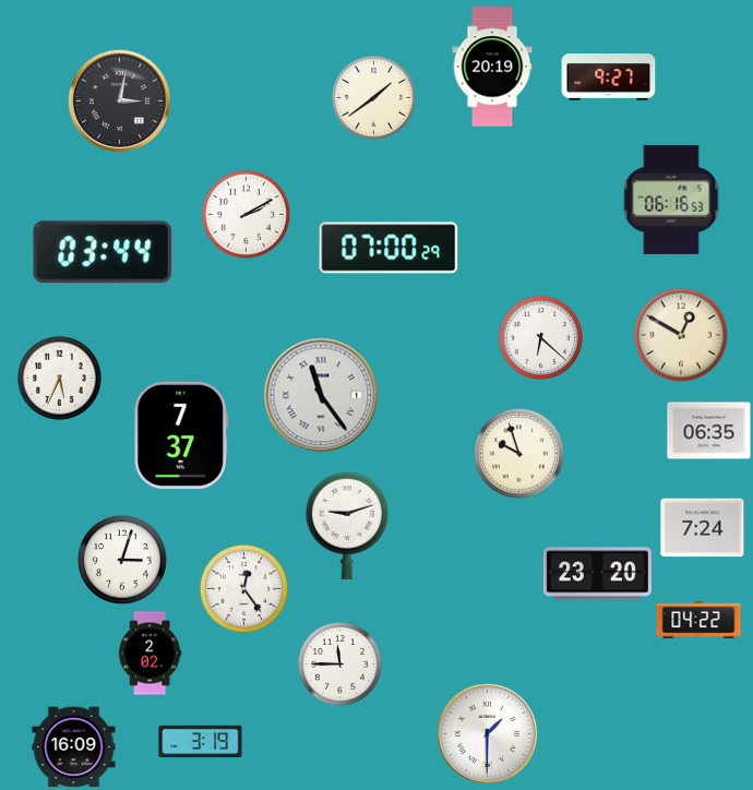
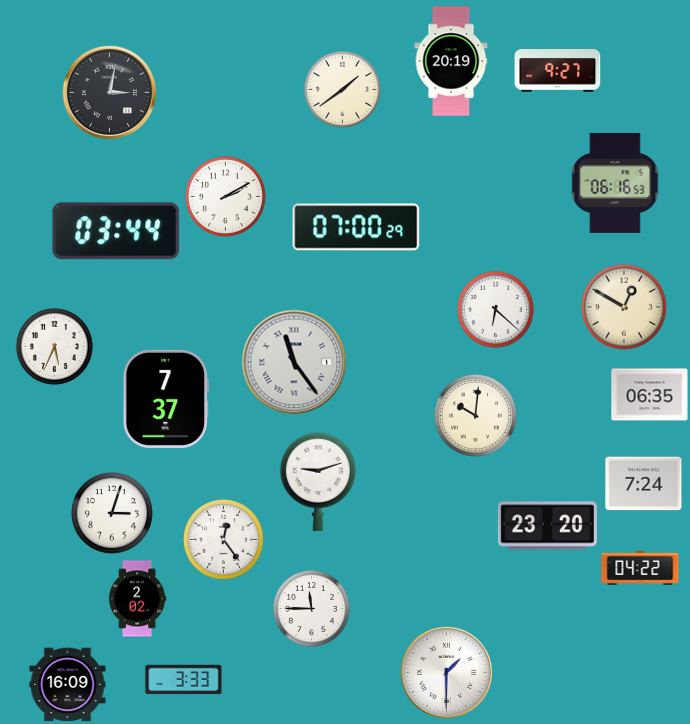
clock at (103, 252) position: (103, 252) -> (116, 231)
clock at (518, 453): 9:57 -> 10:01
clock at (201, 742): 3:19 -> 3:33
